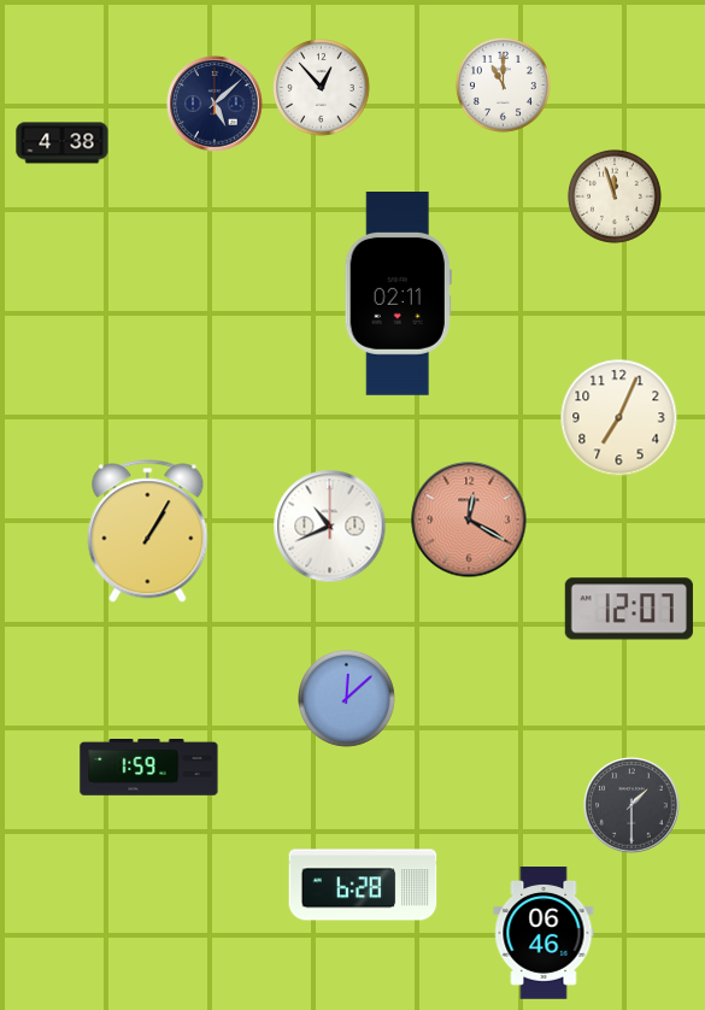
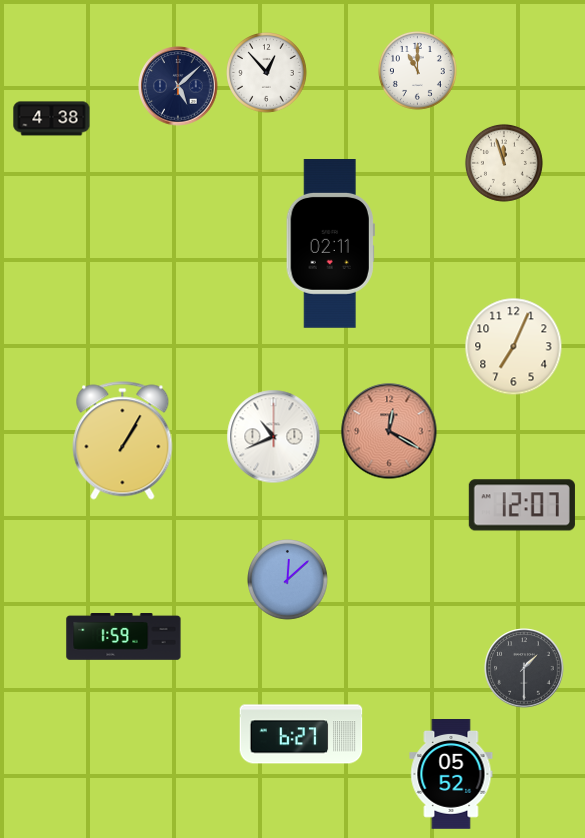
clock at (615, 196) position: (615, 196) -> (504, 163)
clock at (363, 885): 6:28 -> 6:27
clock at (544, 934): 06:46 -> 05:52
